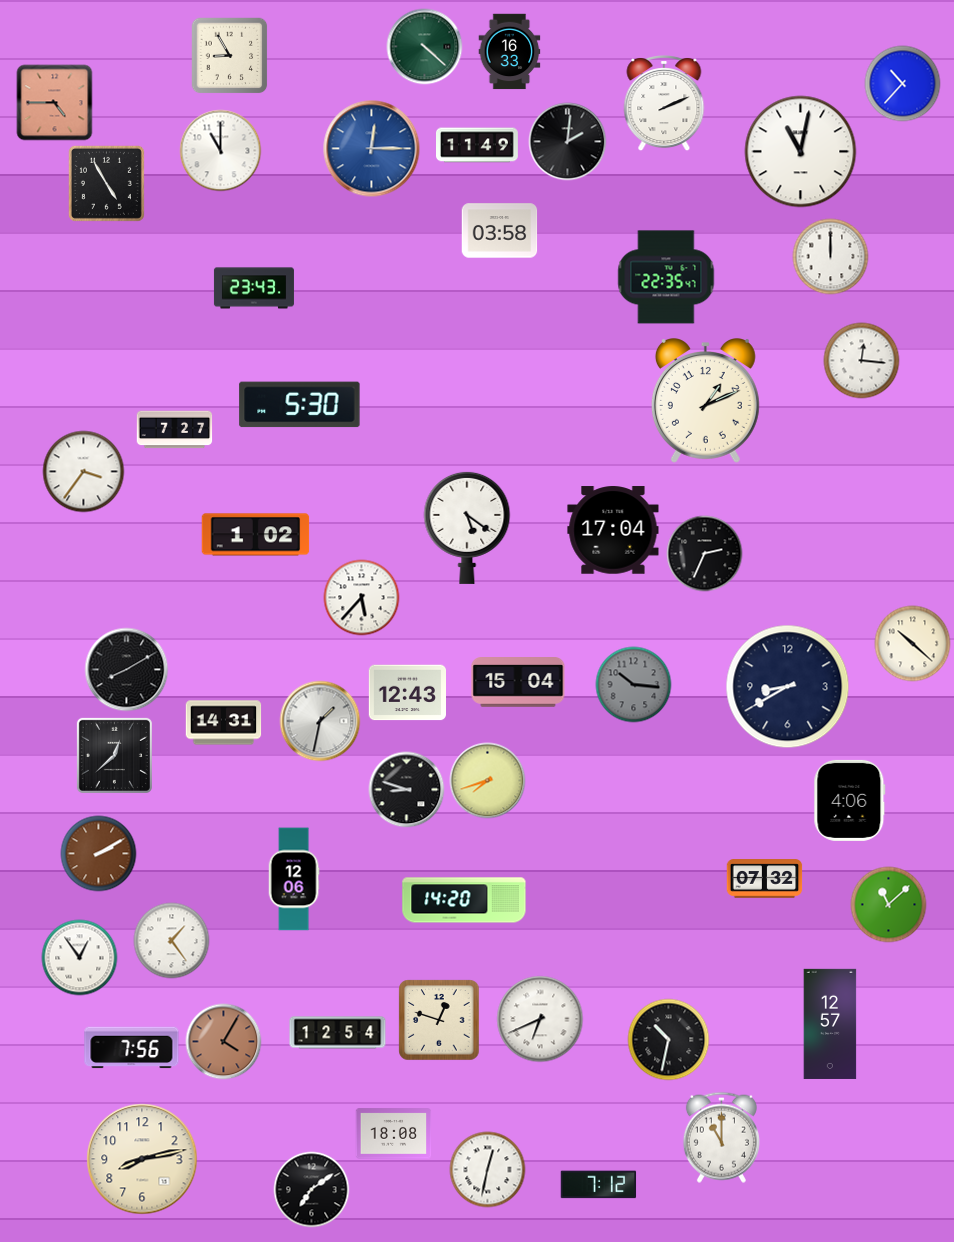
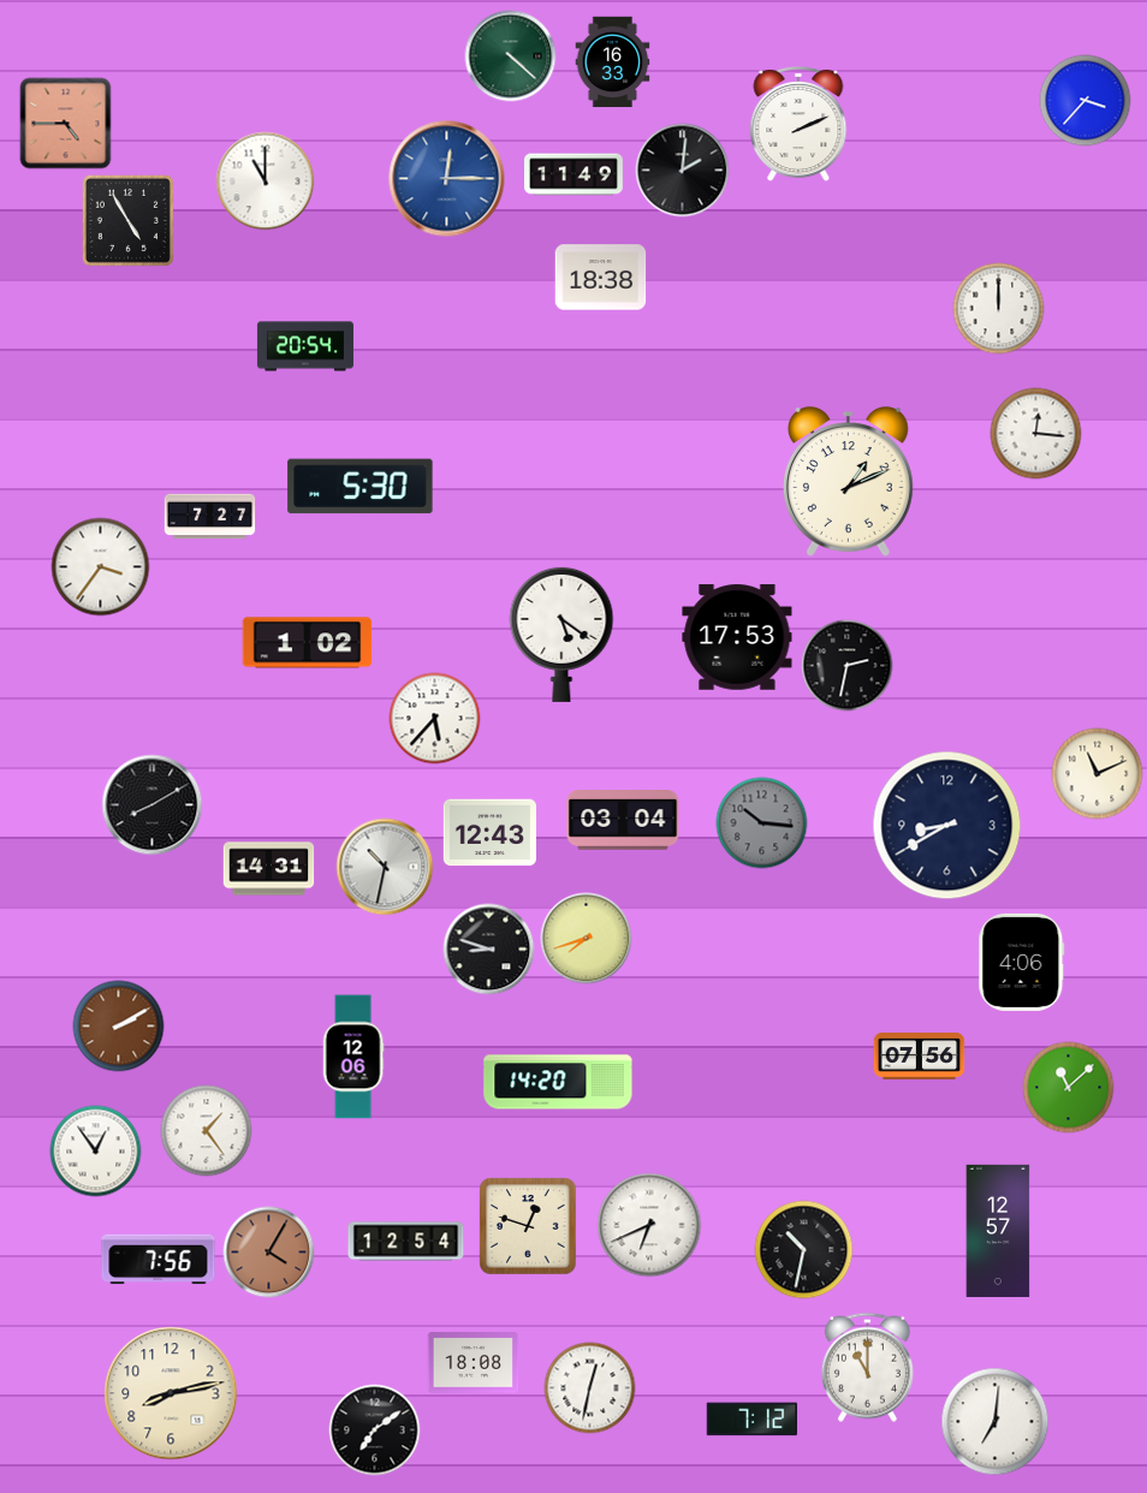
clock at (229, 55): 8:55 -> none
clock at (903, 84): 10:37 -> 3:37
clock at (801, 152): 11:02 -> none
clock at (500, 231): 03:58 -> 18:38
clock at (666, 277): 22:35 -> none
clock at (254, 288): 23:43 -> 20:54
clock at (613, 530): 17:04 -> 17:53
clock at (705, 554): 2:34 -> 2:32
clock at (913, 644): 10:22 -> 11:11
clock at (518, 683): 15:04 -> 03:04
clock at (320, 721): 1:32 -> 10:32
clock at (114, 755): 12:38 -> none
clock at (765, 879): 07:32 -> 07:56
clock at (488, 1170) position: (488, 1170) -> (590, 1388)
clock at (996, 1422): none -> 7:01
clock at (599, 1185) position: (599, 1185) -> (753, 1420)
